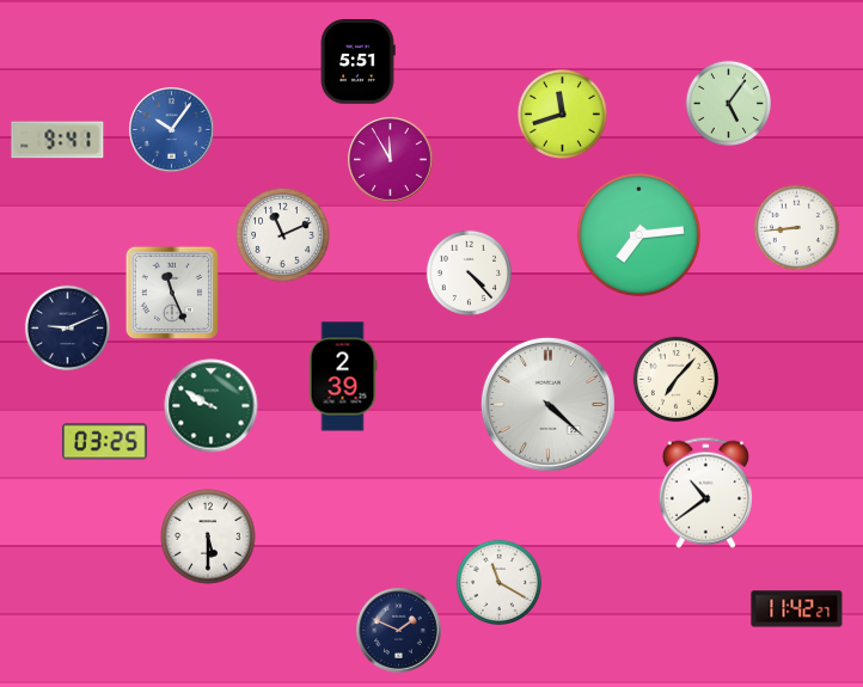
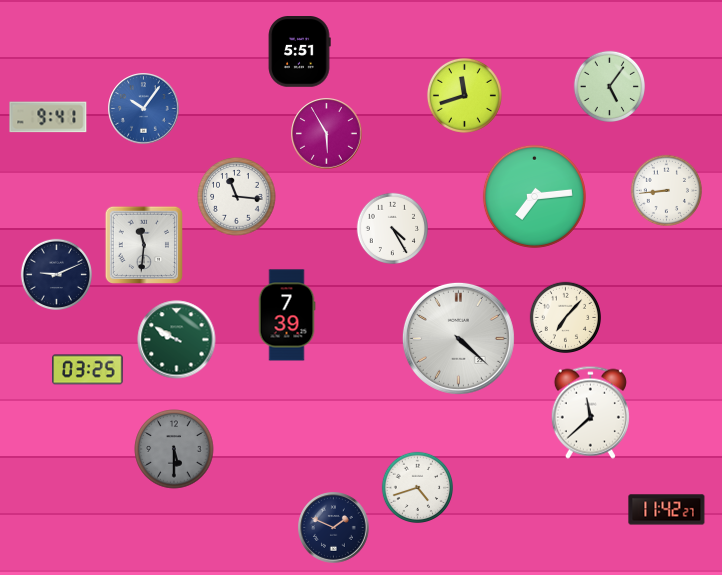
clock at (562, 114) position: (562, 114) -> (464, 95)
clock at (391, 160): 11:55 -> 5:55
clock at (283, 235): 11:11 -> 11:16
clock at (469, 272): 4:23 -> 4:25
clock at (171, 292): 11:26 -> 11:31
clock at (343, 376): 2:39 -> 7:39
clock at (705, 492): 10:39 -> 11:38
clock at (208, 536) dial: white -> grey
clock at (498, 582): 11:20 -> 4:42
